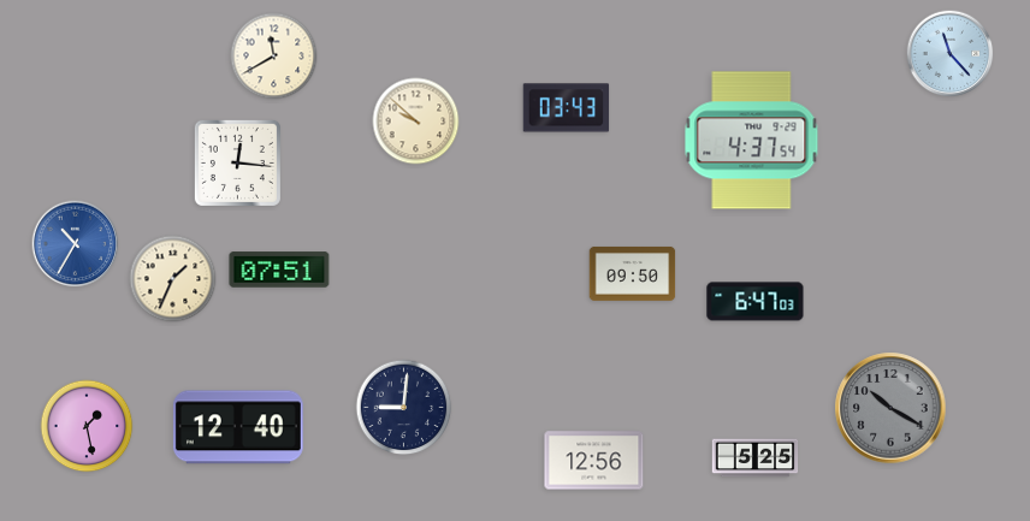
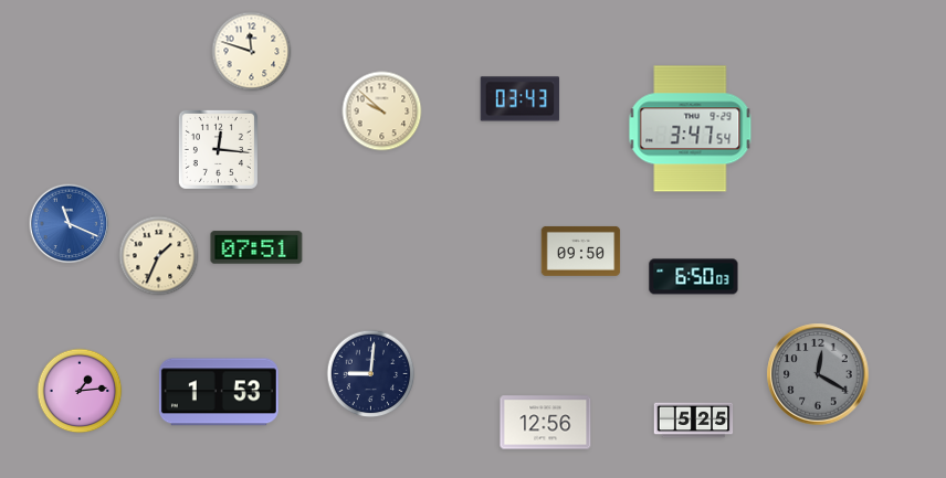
clock at (951, 54): 11:23 -> none
clock at (274, 57): 11:40 -> 11:48
clock at (752, 141): 4:37 -> 3:47
clock at (76, 244): 10:35 -> 11:19
clock at (756, 302): 6:47 -> 6:50
clock at (890, 408): 10:20 -> 12:20
clock at (87, 426): 1:28 -> 1:14
clock at (238, 427): 12:40 -> 1:53
